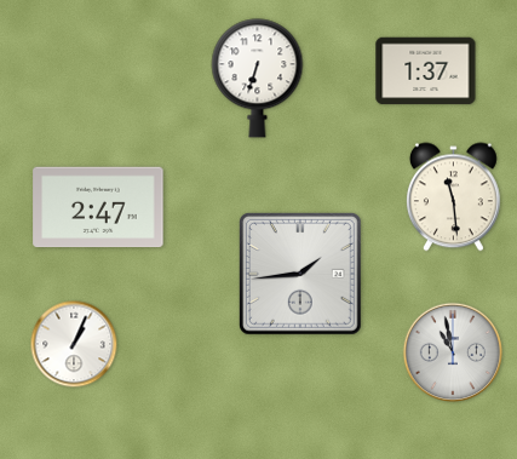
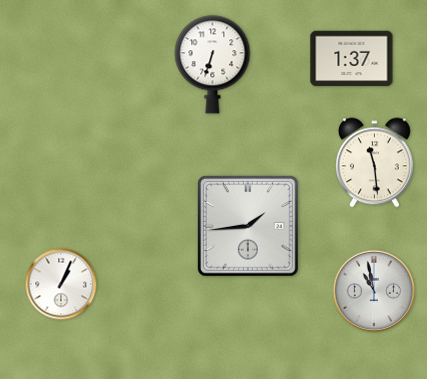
clock at (98, 207): 2:47 -> none
